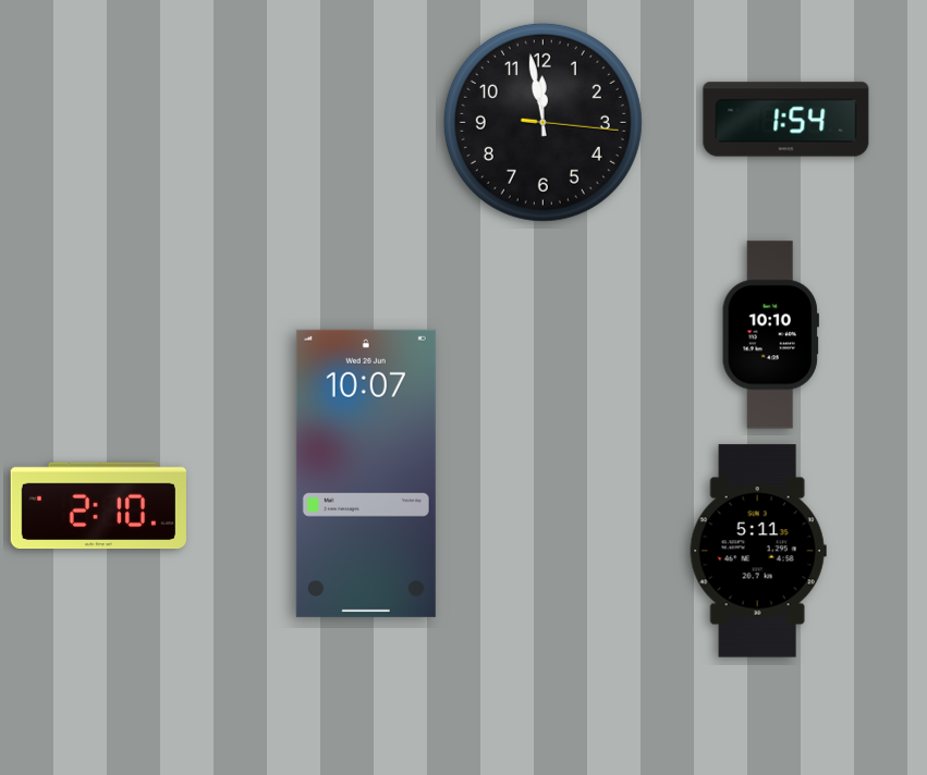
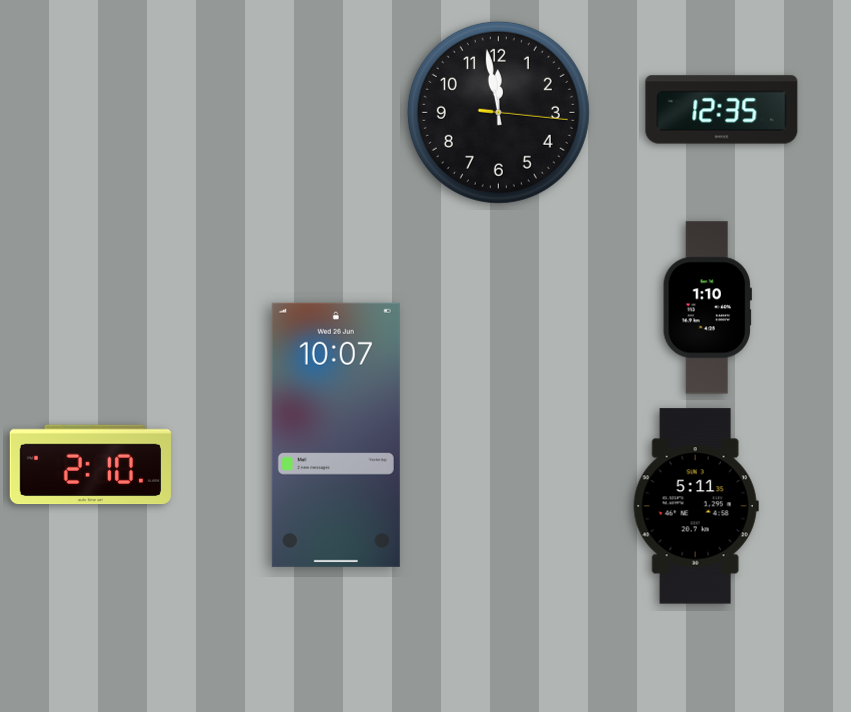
clock at (786, 120): 1:54 -> 12:35
clock at (770, 335): 10:10 -> 1:10
